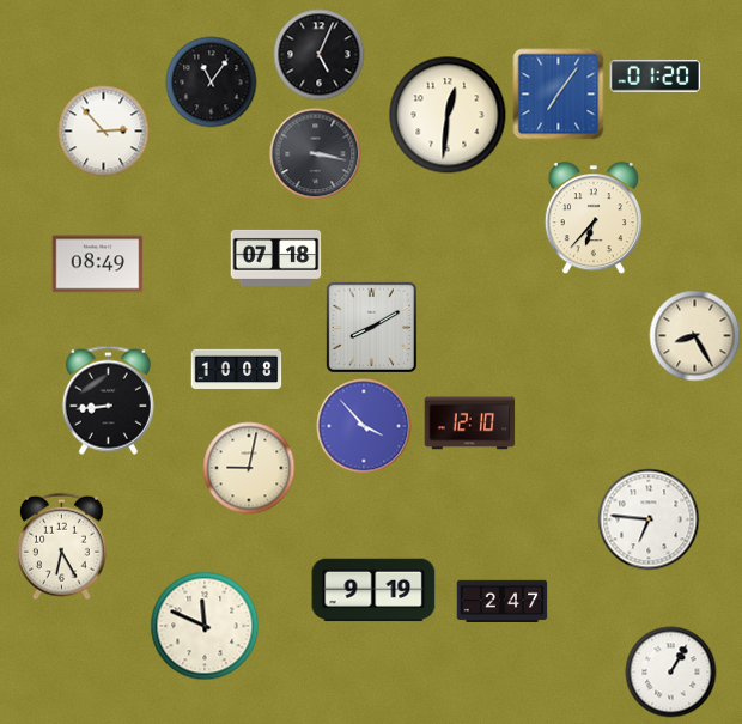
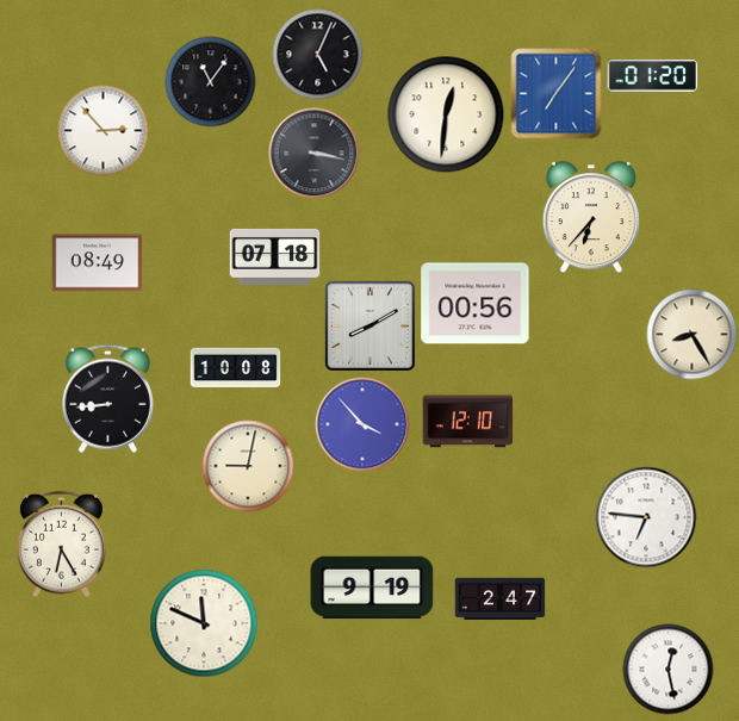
clock at (476, 304): none -> 00:56
clock at (671, 673): 1:05 -> 12:28
